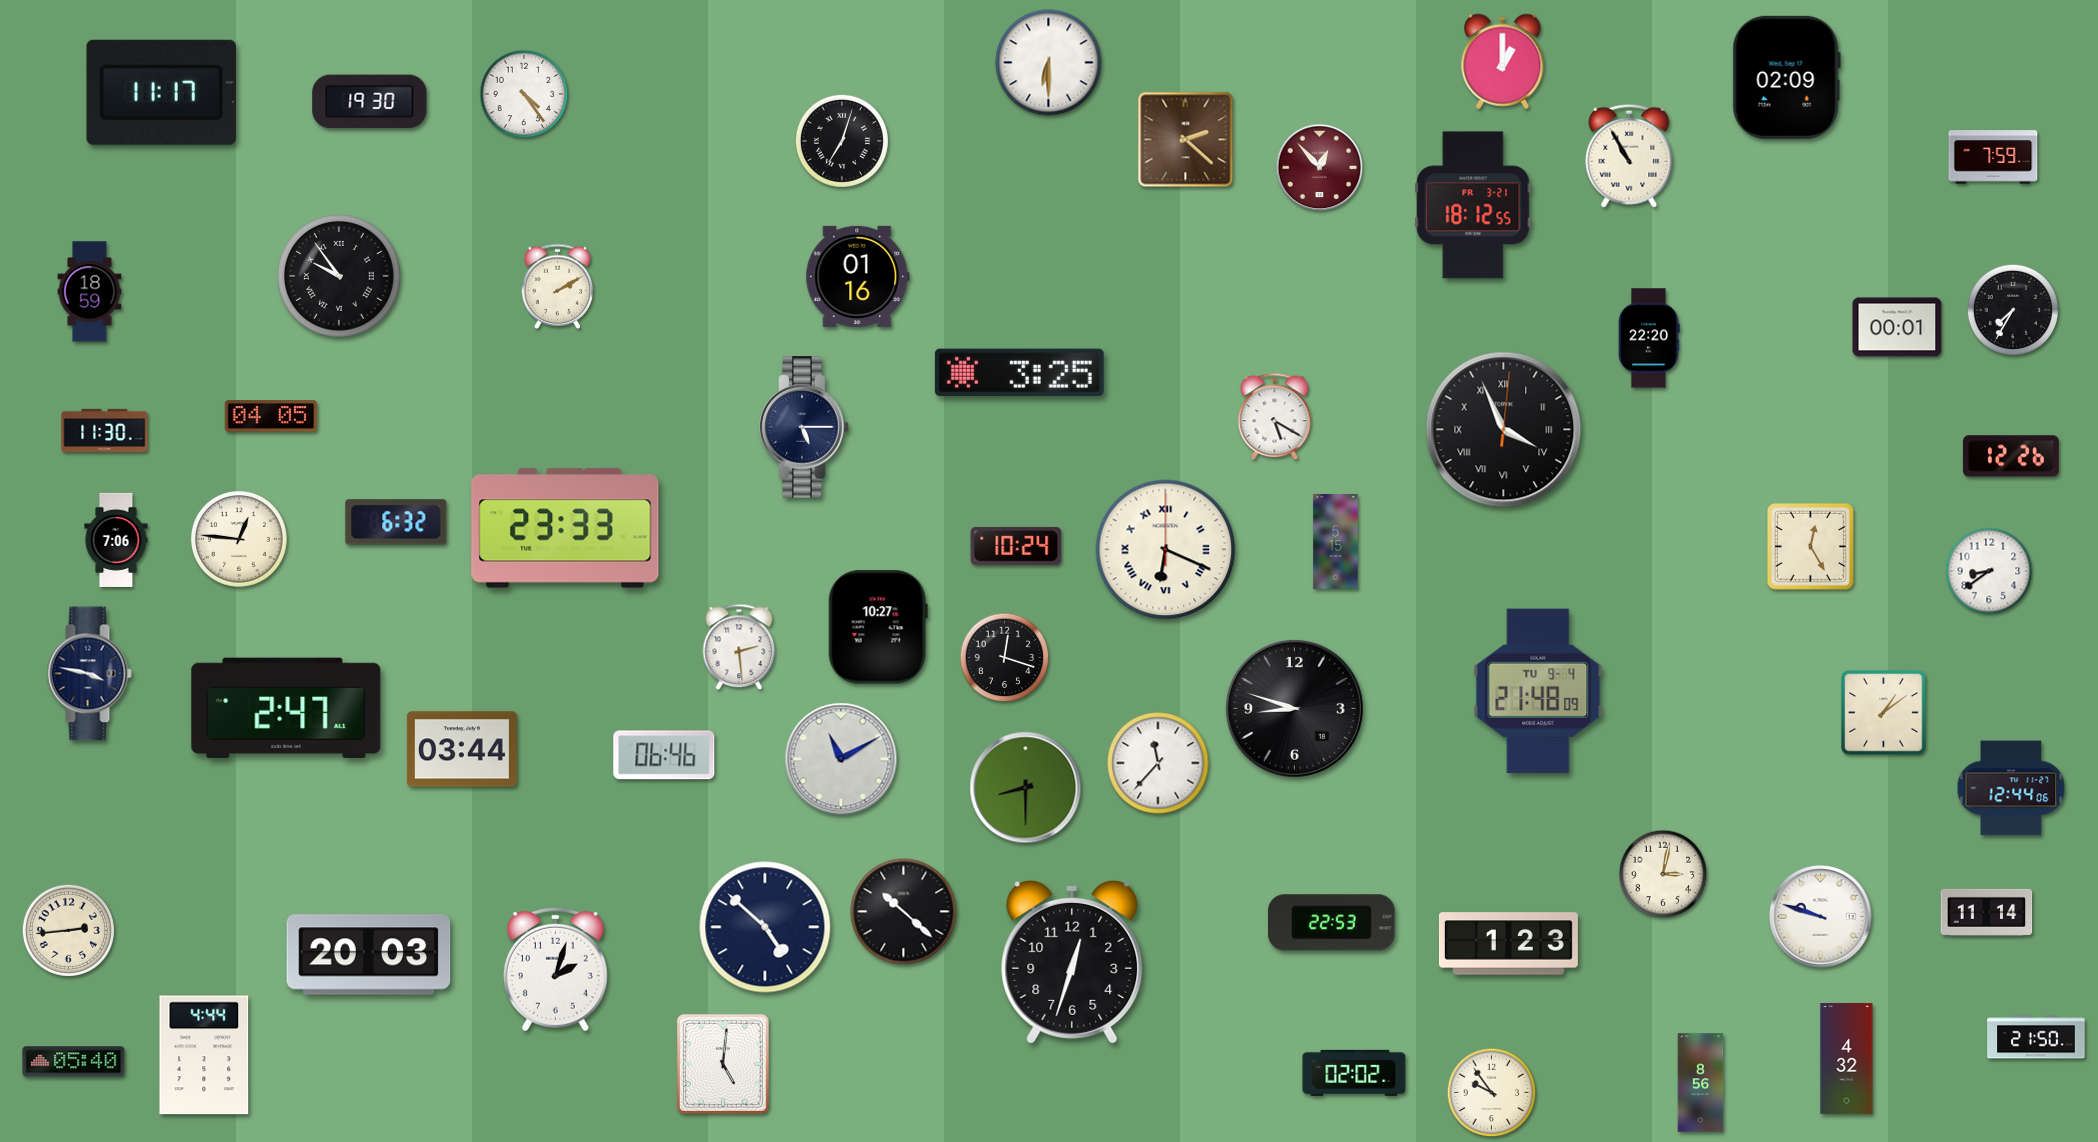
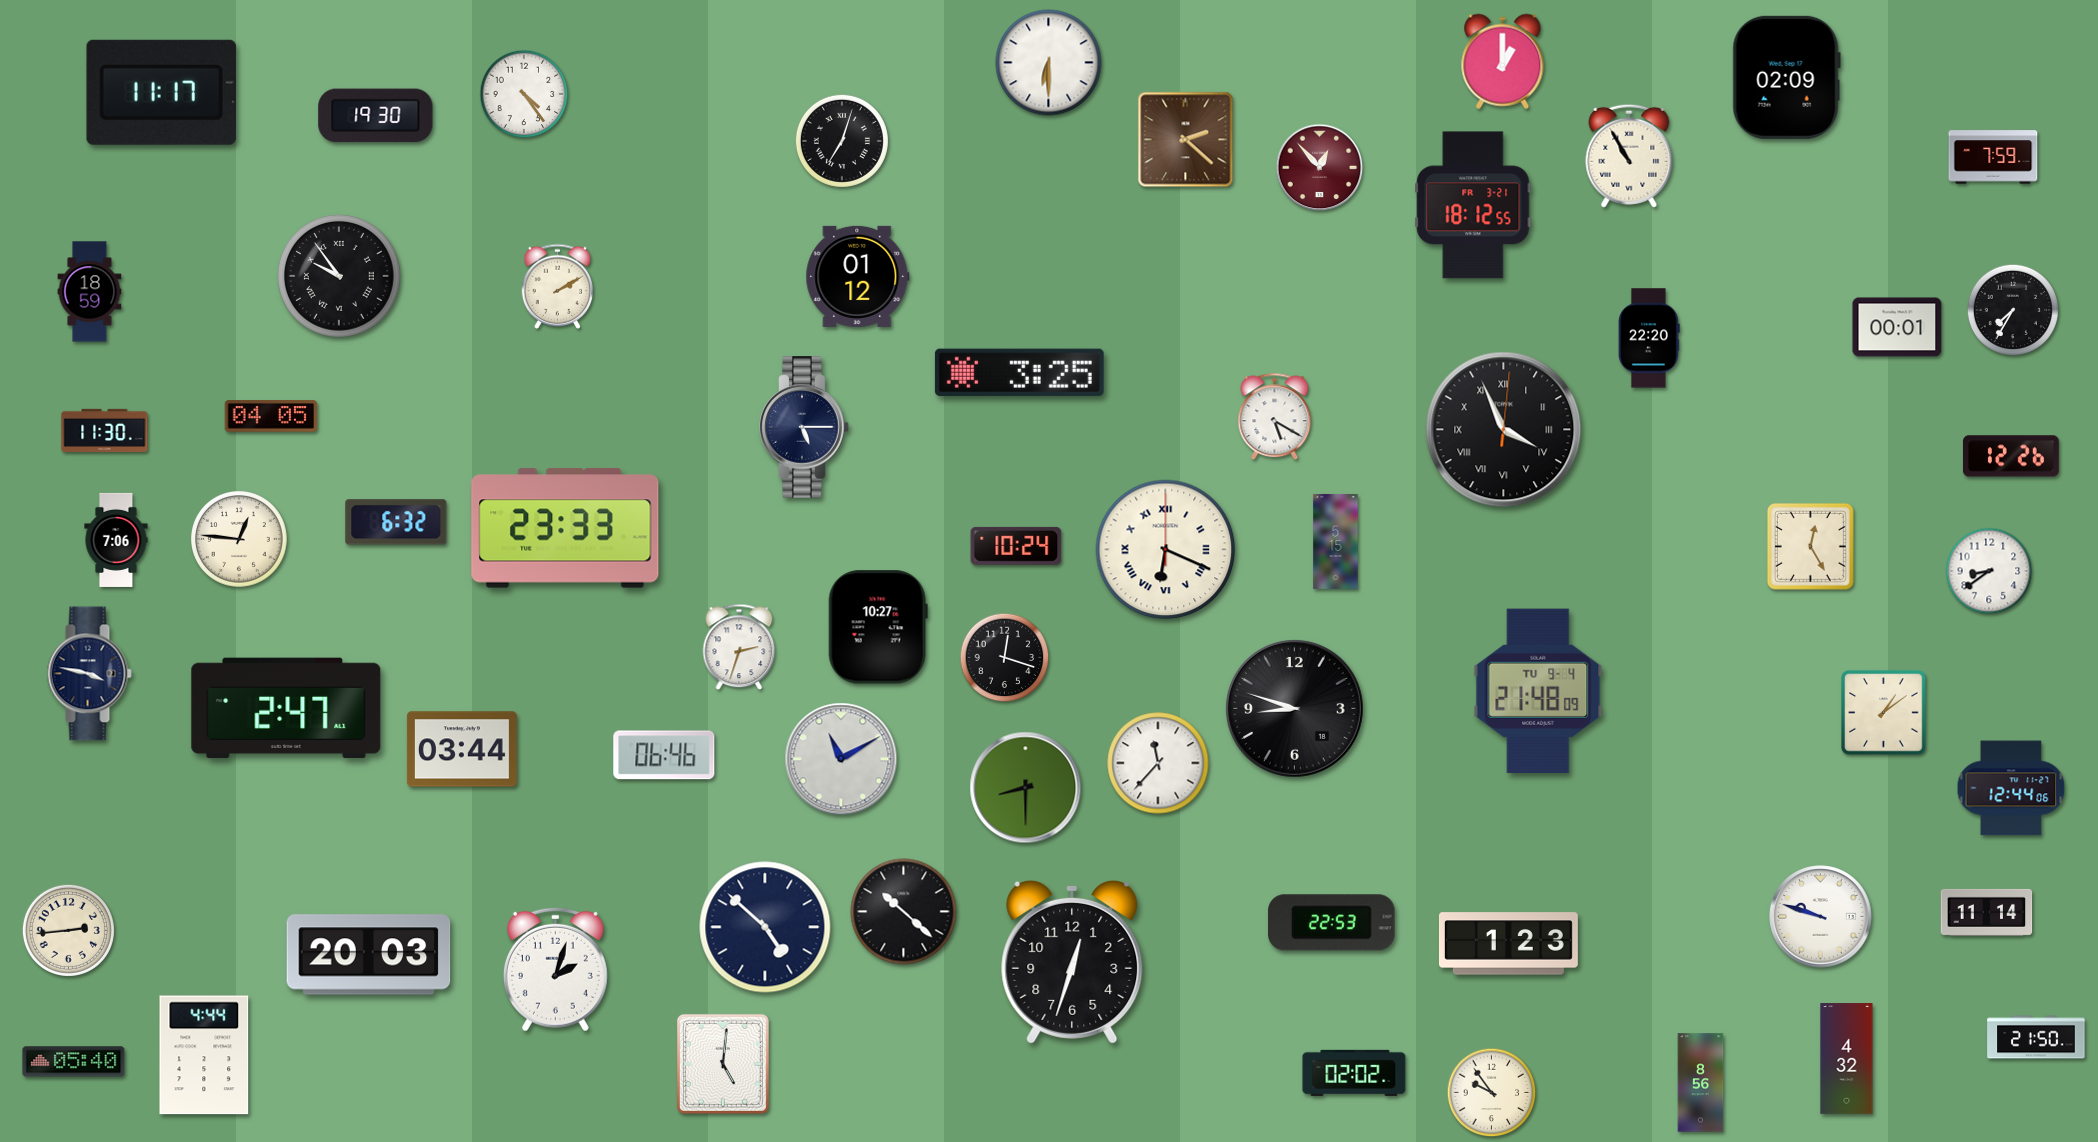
clock at (370, 102) position: (370, 102) -> (376, 116)
clock at (858, 276): 01:16 -> 01:12
clock at (739, 647): 2:29 -> 2:33
clock at (1663, 874): 3:02 -> none
